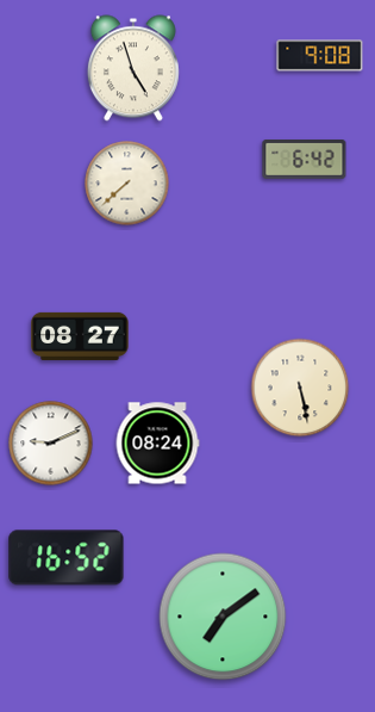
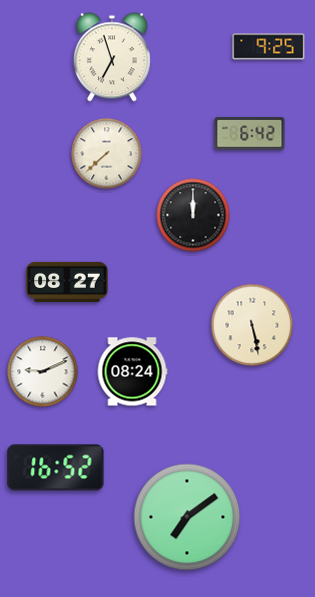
clock at (320, 56): 9:08 -> 9:25
clock at (133, 68): 4:57 -> 6:57
clock at (305, 160) position: (305, 160) -> (250, 134)
clock at (193, 215): none -> 12:00
